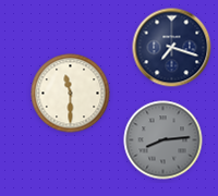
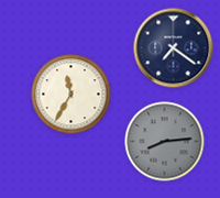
clock at (172, 48): 7:18 -> 7:21
clock at (71, 94): 11:30 -> 11:35
